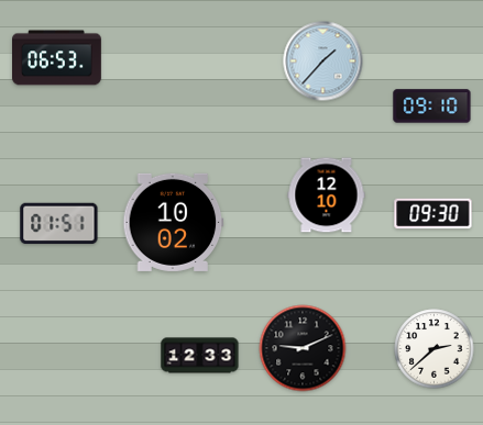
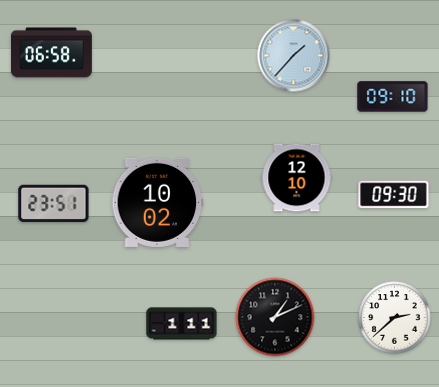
clock at (57, 58): 06:53 -> 06:58
clock at (59, 224): 01:51 -> 23:51
clock at (303, 348): 9:11 -> 1:11
clock at (200, 356): 12:33 -> 1:11
